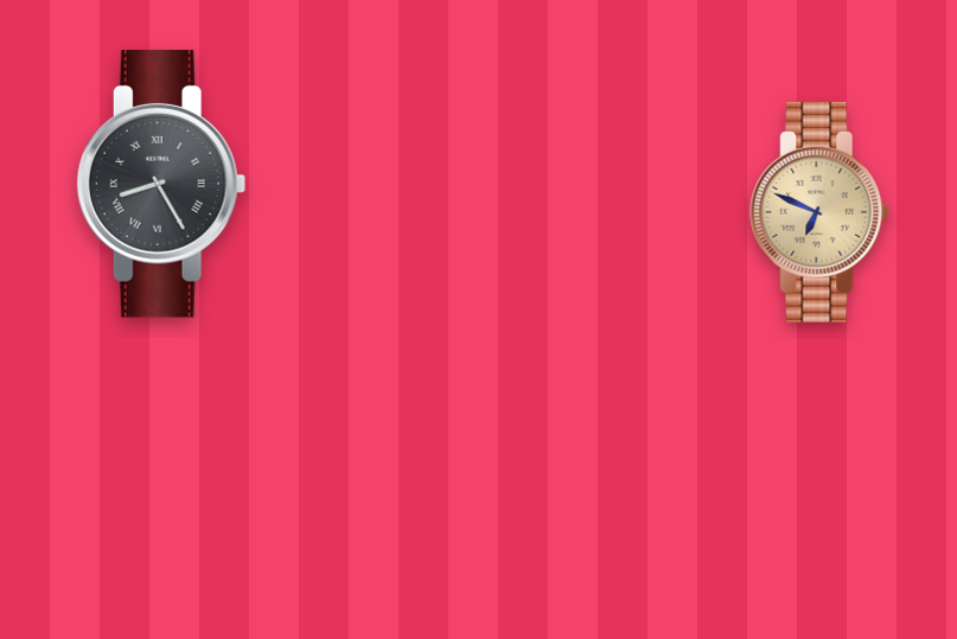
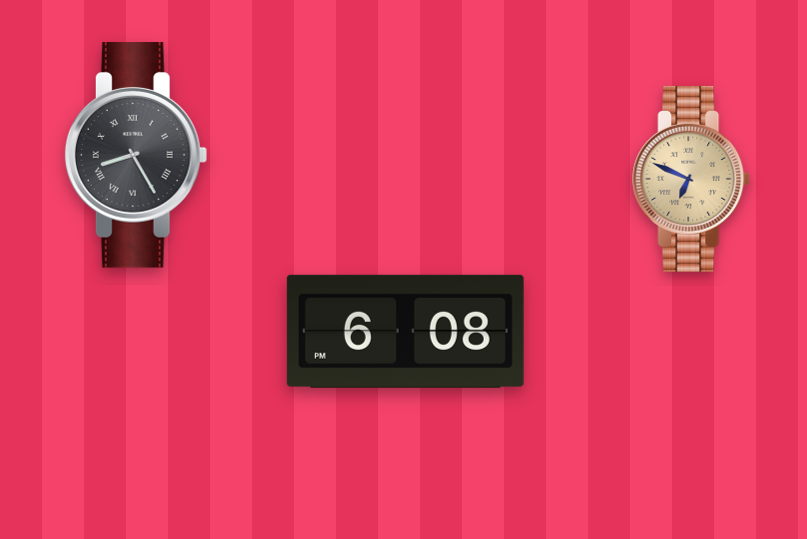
clock at (405, 331): none -> 6:08
